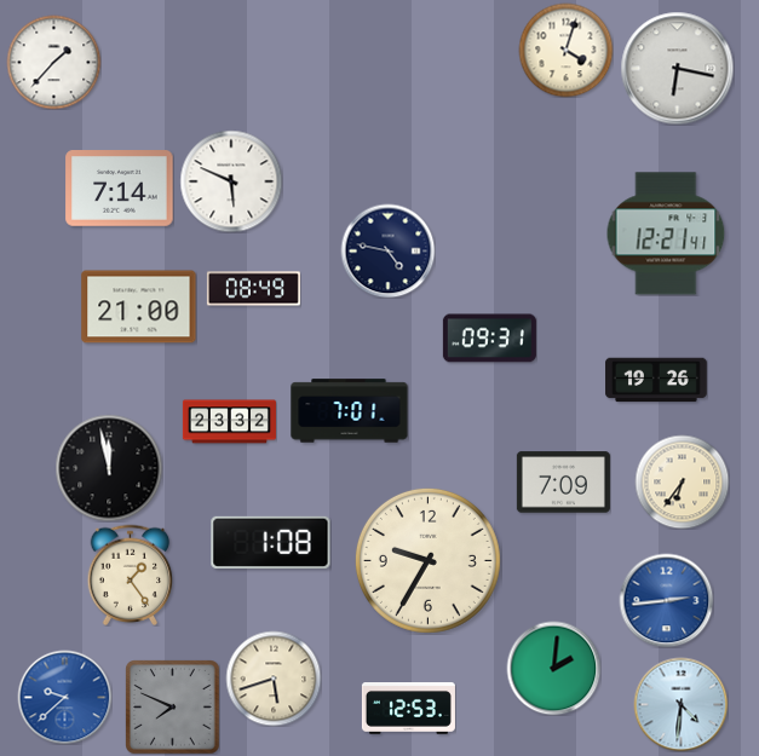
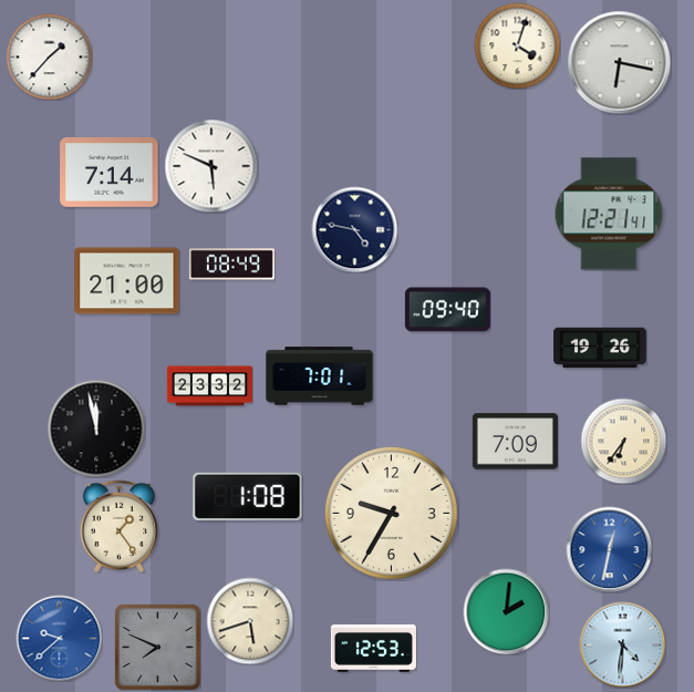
clock at (489, 339): 09:31 -> 09:40
clock at (109, 468) position: (109, 468) -> (96, 428)
clock at (666, 600): 2:44 -> 12:32
